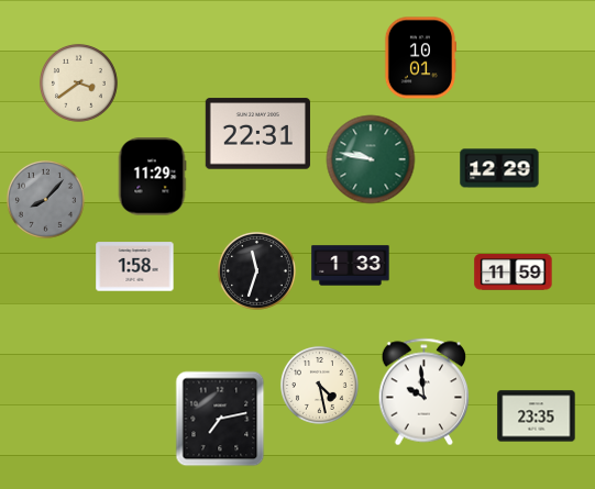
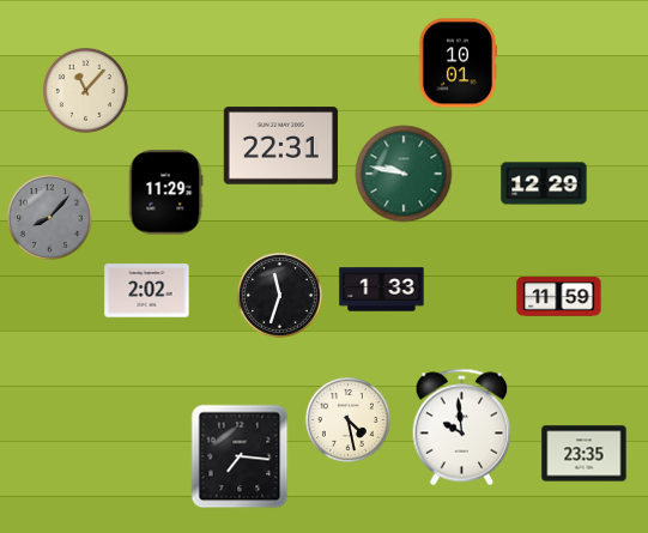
clock at (78, 82): 3:39 -> 11:07
clock at (135, 267): 1:58 -> 2:02
clock at (220, 419): 7:13 -> 7:16
